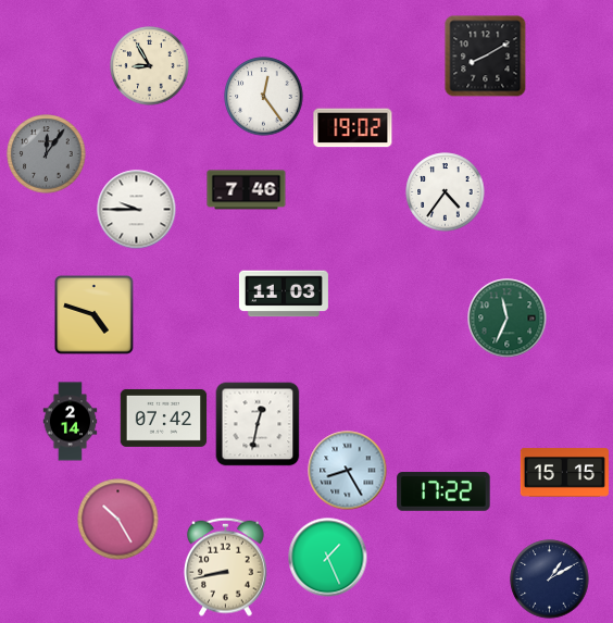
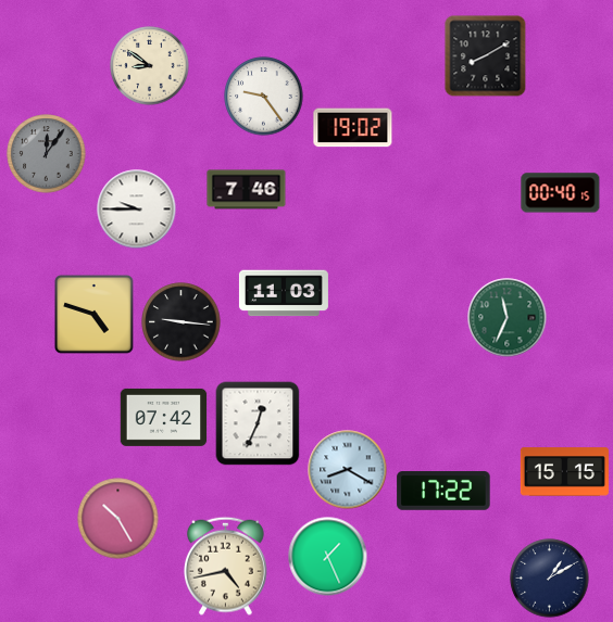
clock at (150, 66): 8:55 -> 8:51
clock at (264, 97): 12:24 -> 9:24
clock at (446, 192): 4:36 -> none
clock at (561, 193): none -> 00:40
clock at (182, 322): none -> 9:16
clock at (71, 422): 2:14 -> none
clock at (258, 424): 12:32 -> 12:34
clock at (348, 471): 8:25 -> 8:20
clock at (226, 566): 8:43 -> 4:43
